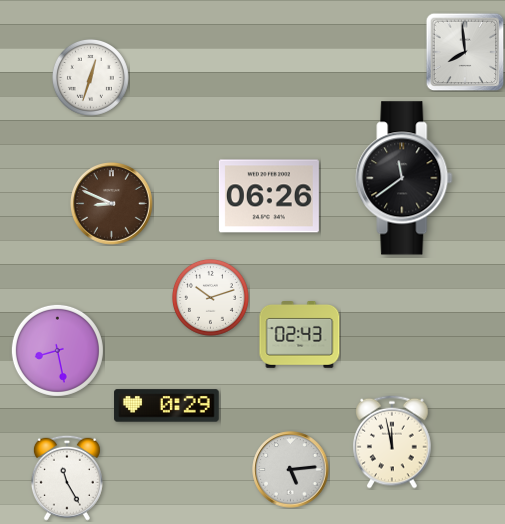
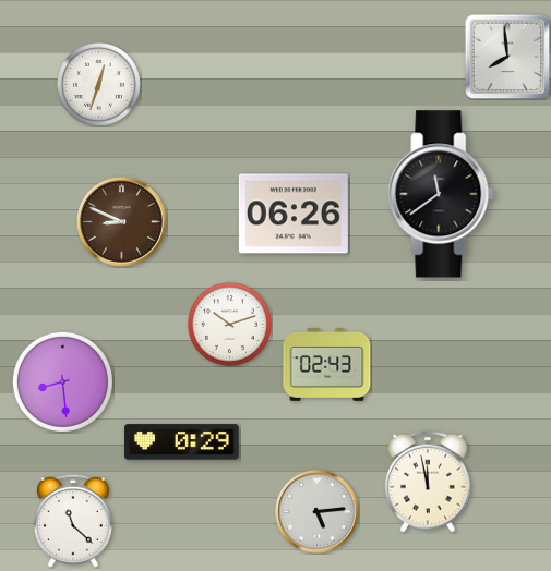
clock at (57, 350): 8:28 -> 8:29
clock at (67, 478): 11:25 -> 11:22
